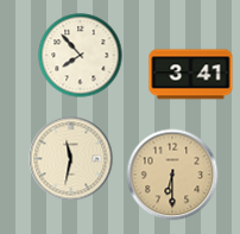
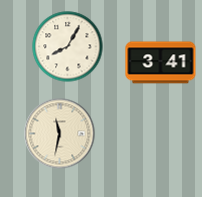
clock at (81, 56): 7:53 -> 8:05
clock at (172, 175): 6:30 -> none
